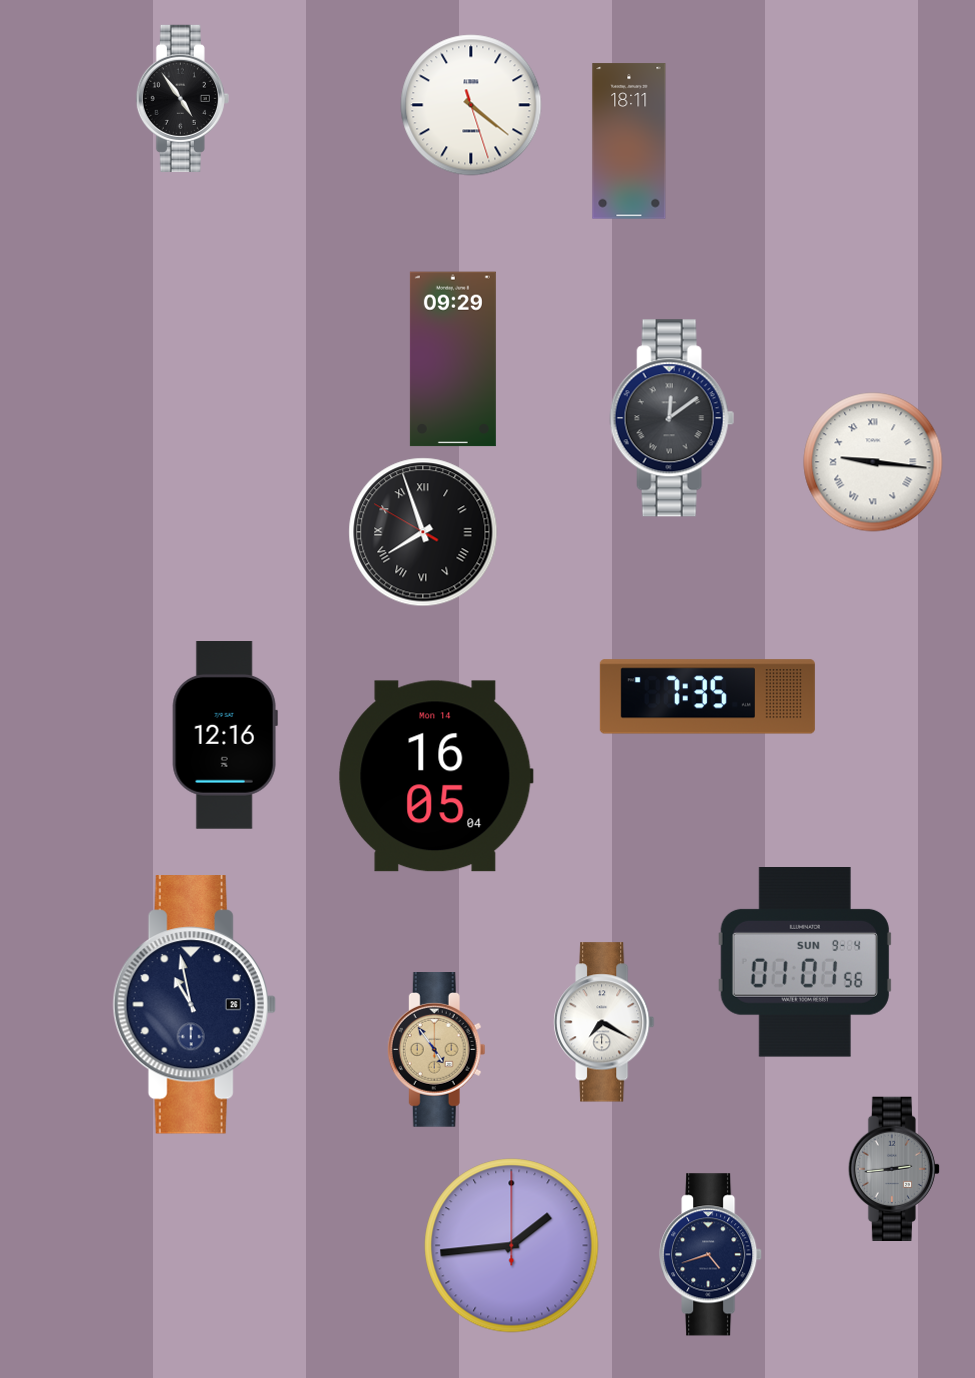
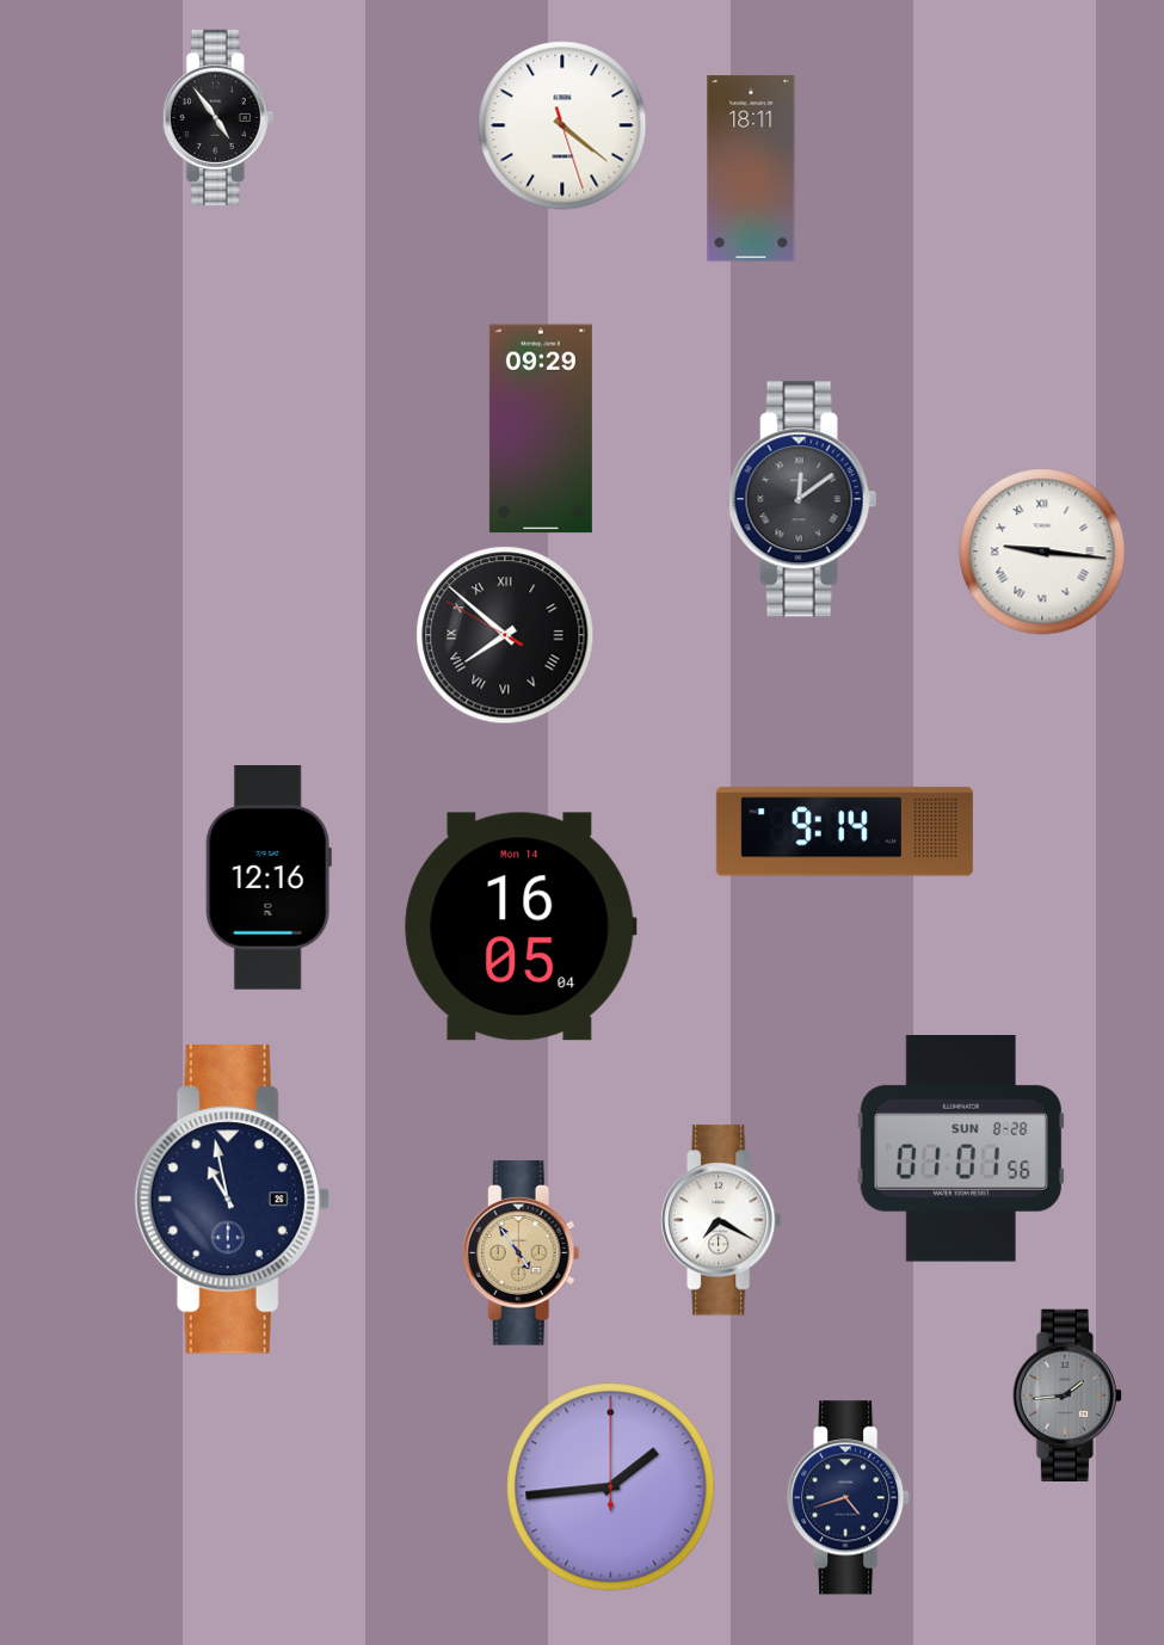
clock at (423, 532): 7:56 -> 7:51
clock at (707, 697): 7:35 -> 9:14
clock at (805, 963) date: SUN 9-4 -> SUN 8-28
clock at (893, 1168): 2:44 -> 1:44
